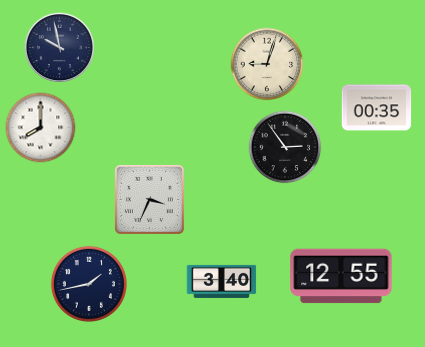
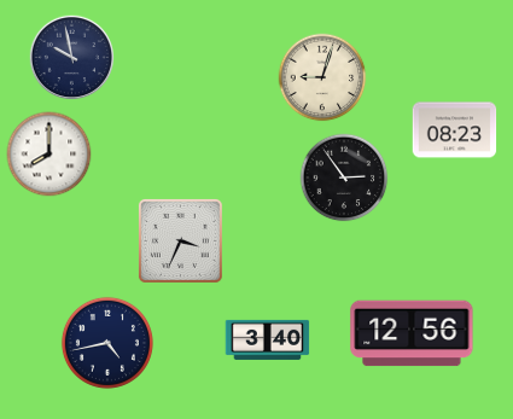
clock at (377, 108): 00:35 -> 08:23
clock at (341, 276): 12:55 -> 12:56
clock at (89, 284): 1:43 -> 4:43
